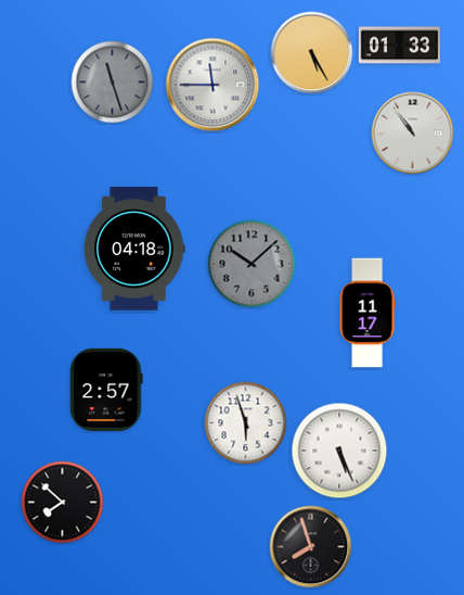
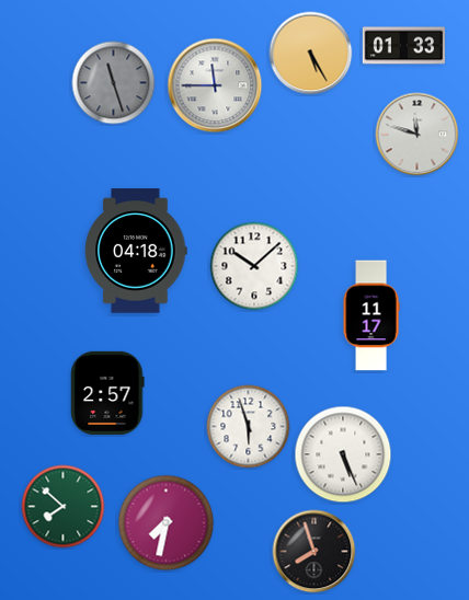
clock at (312, 53) position: (312, 53) -> (311, 54)
clock at (413, 134): 10:54 -> 11:48
clock at (252, 264) dial: grey -> white
clock at (63, 503) dial: black -> green
clock at (167, 523): none -> 7:32
